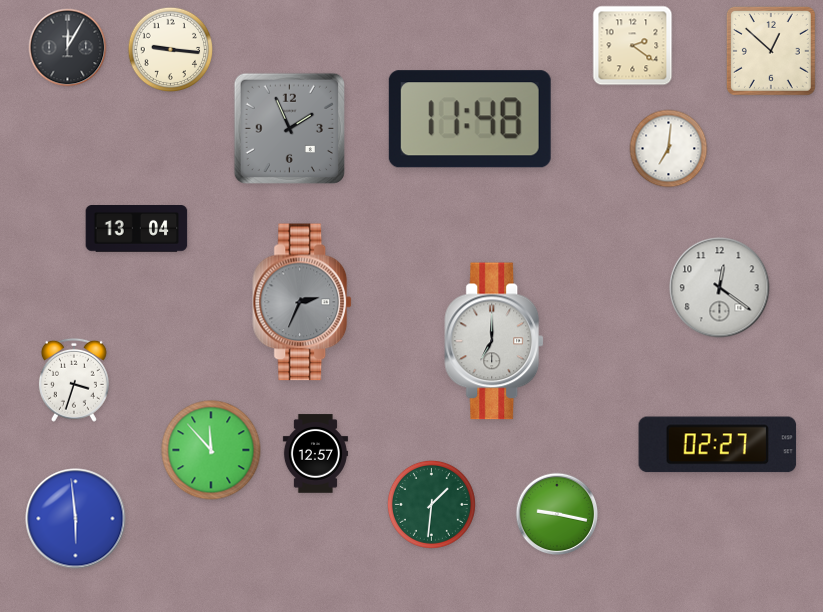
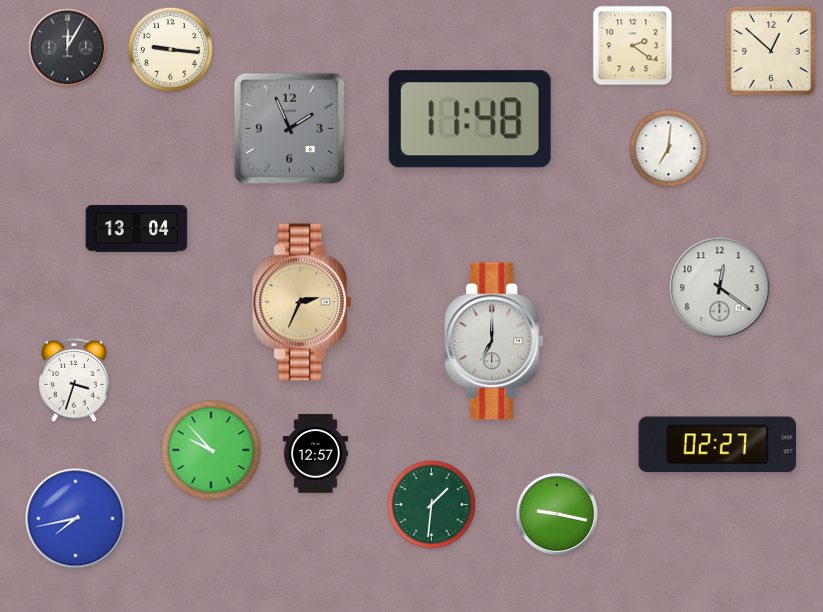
clock at (303, 302) dial: grey -> champagne
clock at (211, 450): 11:53 -> 9:53
clock at (76, 519): 5:59 -> 7:43
